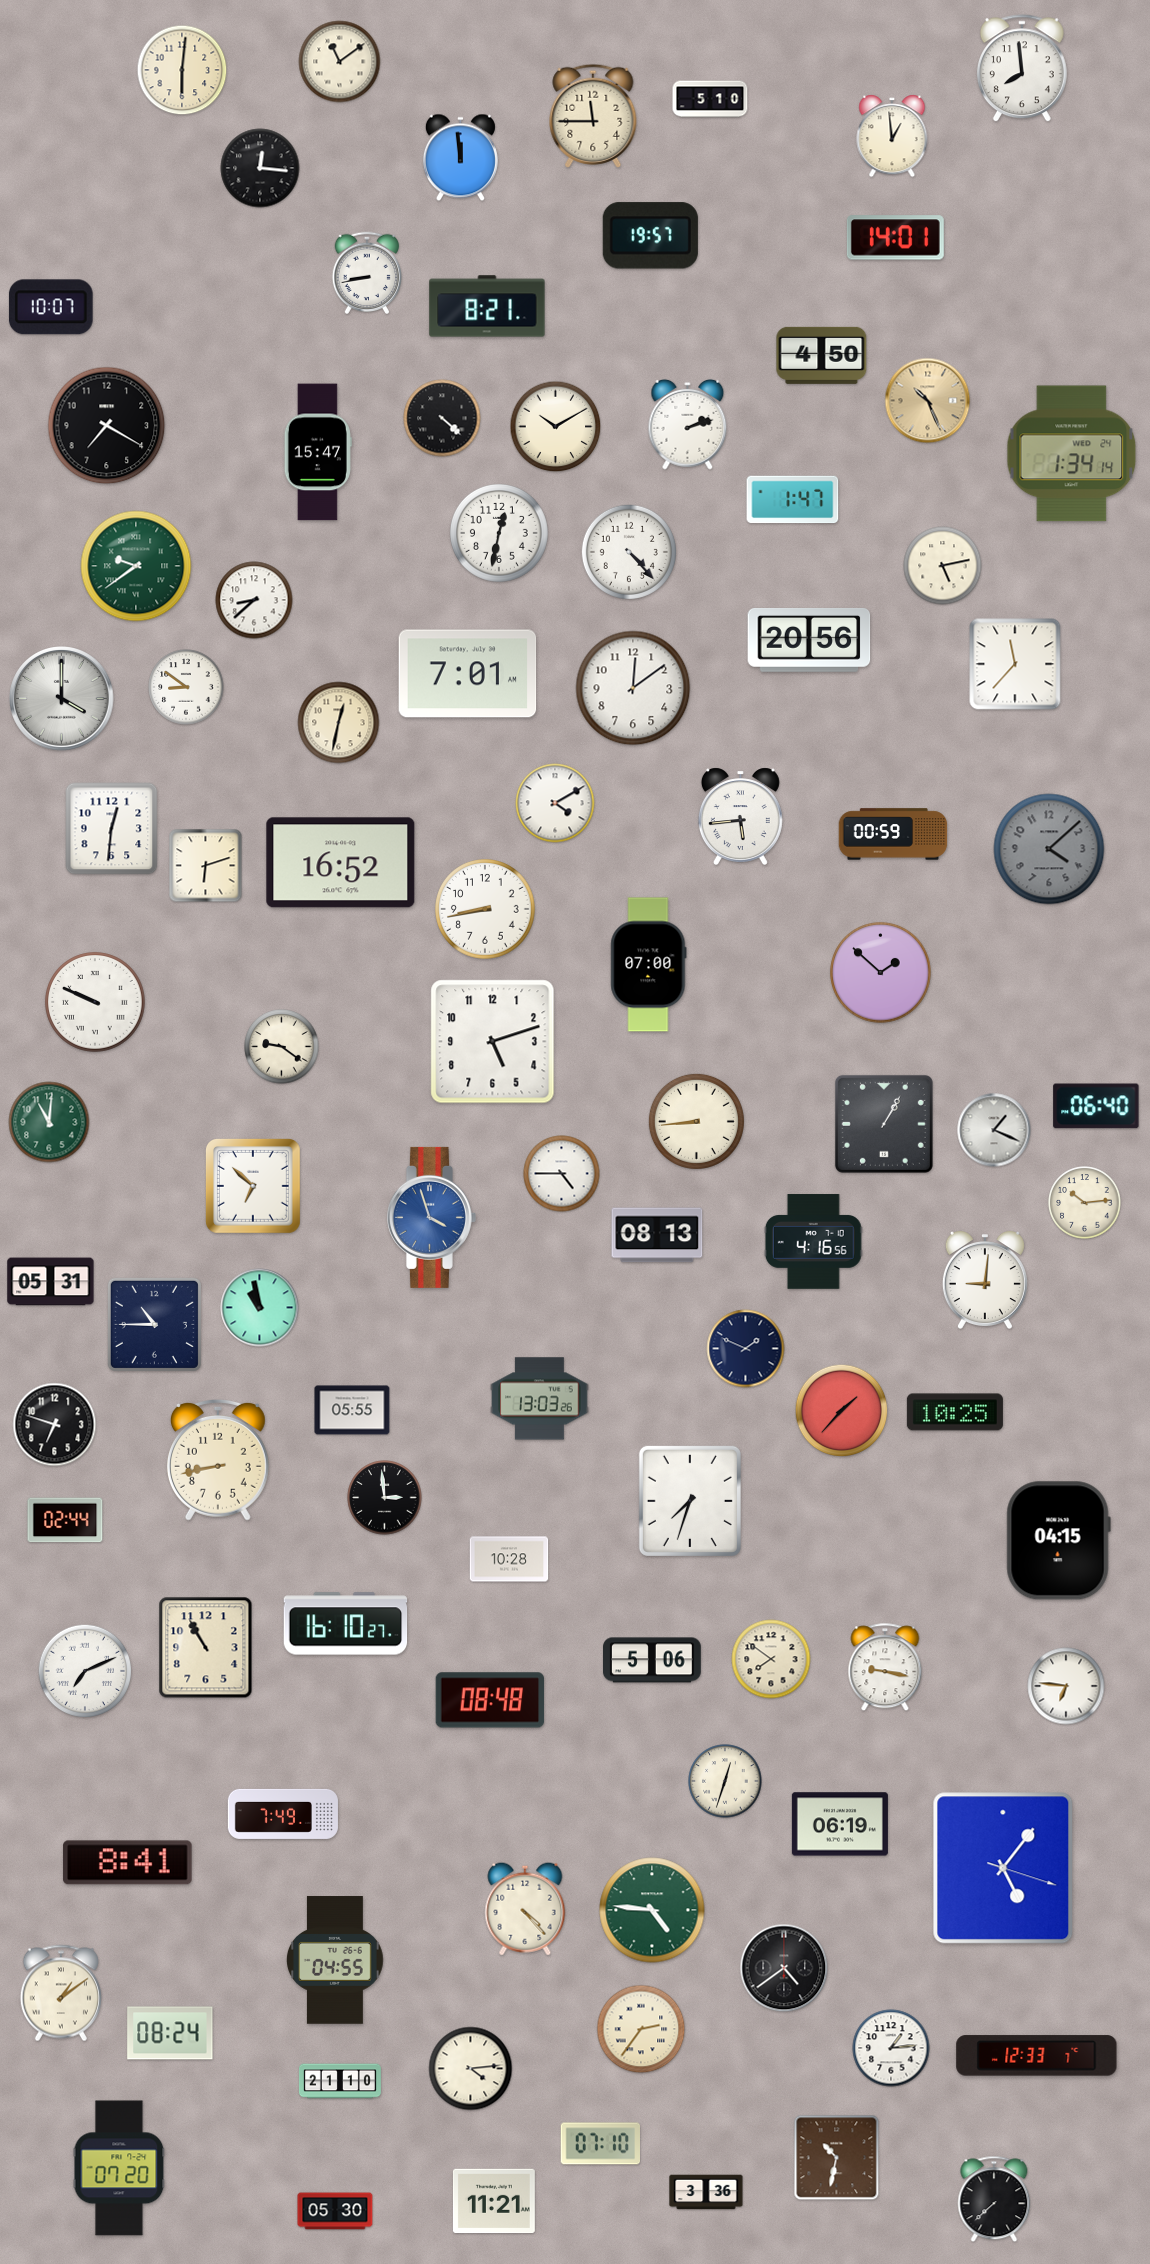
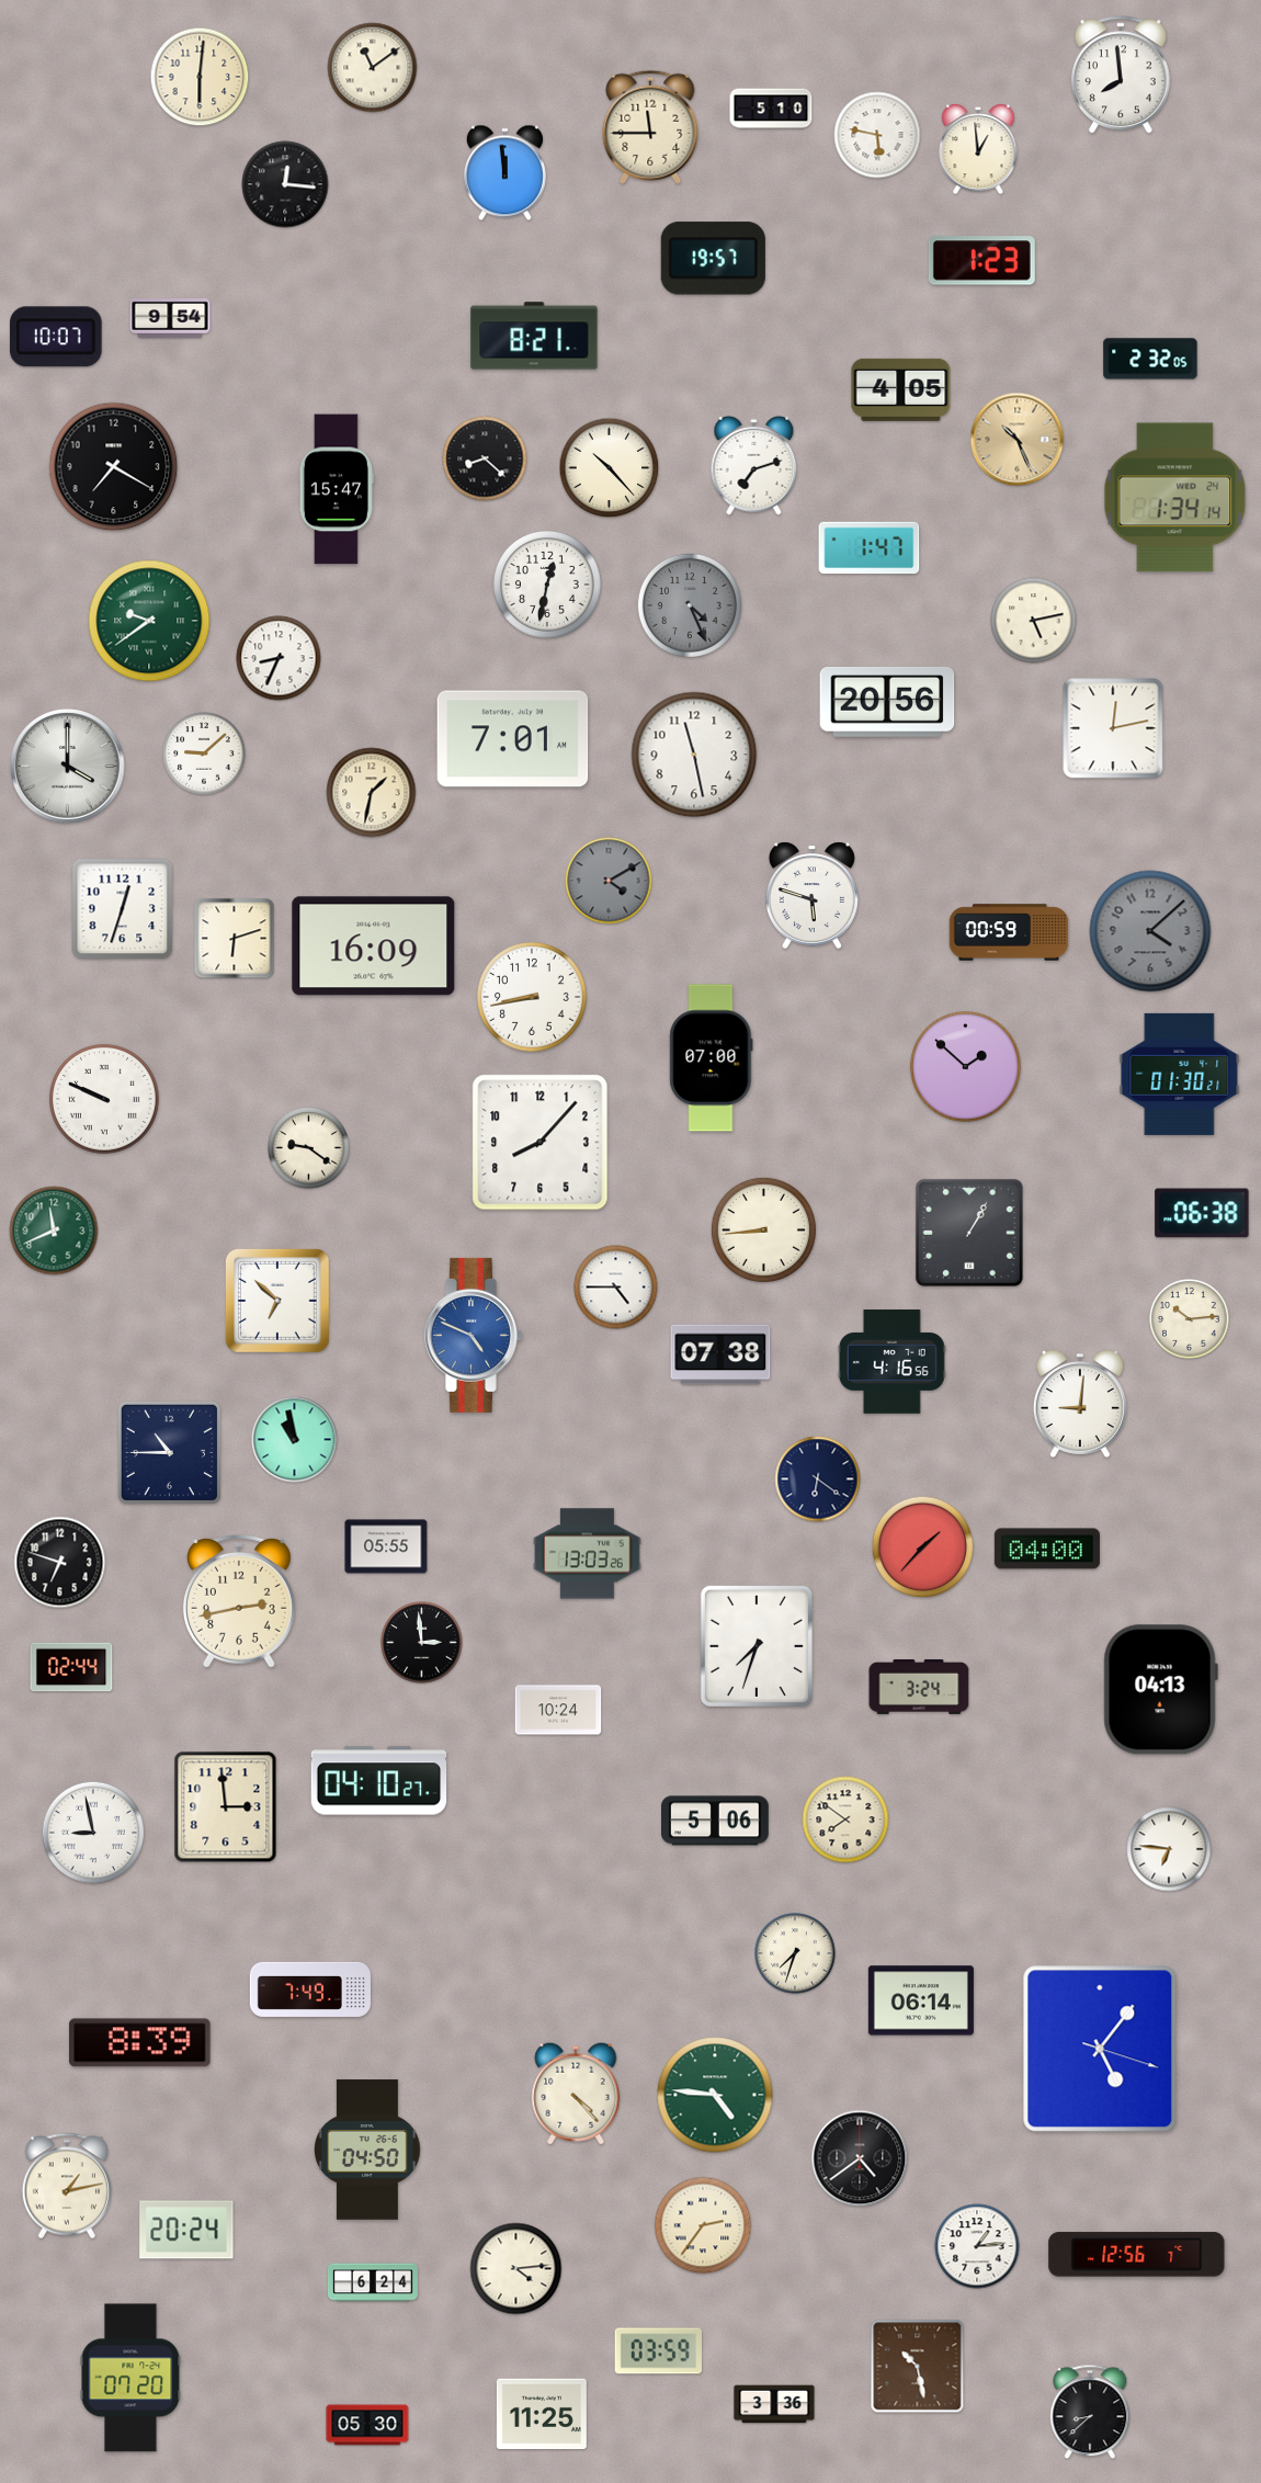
clock at (710, 99) position: (710, 99) -> (771, 109)
clock at (877, 135): none -> 5:47
clock at (895, 238): 14:01 -> 1:23
clock at (366, 272): 8:43 -> none
clock at (170, 319): none -> 9:54
clock at (1150, 359): none -> 2:32
clock at (822, 355): 4:50 -> 4:05
clock at (442, 418): 4:22 -> 8:22
clock at (688, 424): 2:12 -> 7:12
clock at (107, 426) position: (107, 426) -> (114, 467)
clock at (556, 427): 10:10 -> 10:23
clock at (318, 452) position: (318, 452) -> (337, 489)
clock at (629, 552): 4:23 -> 4:26
clock at (629, 552) dial: white -> grey
clock at (254, 600): 8:38 -> 8:34
clock at (1015, 664): 11:37 -> 12:13
clock at (186, 687): 8:51 -> 9:08
clock at (633, 688): 12:09 -> 11:28
clock at (339, 723): 12:32 -> 1:32
clock at (555, 803) dial: white -> grey
clock at (740, 816): 5:44 -> 5:48
clock at (112, 829): 12:31 -> 12:33
clock at (893, 834) position: (893, 834) -> (1009, 932)
clock at (341, 863): 16:52 -> 16:09
clock at (206, 866) position: (206, 866) -> (235, 939)
clock at (1180, 1074): none -> 01:30
clock at (493, 1042): 5:12 -> 8:07
clock at (1096, 1106): 06:40 -> 06:38
clock at (49, 1122): 11:01 -> 11:41
clock at (994, 1130): 1:19 -> none
clock at (431, 1217): 3:57 -> 4:49
clock at (657, 1235): 08:13 -> 07:38
clock at (51, 1282): 05:31 -> none
clock at (260, 1308) position: (260, 1308) -> (295, 1440)
clock at (746, 1349): 1:49 -> 6:21
clock at (540, 1399) position: (540, 1399) -> (588, 1554)
clock at (955, 1412): 10:25 -> 04:00
clock at (218, 1460): 8:43 -> 2:43
clock at (919, 1687): none -> 3:24
clock at (1058, 1541): 04:15 -> 04:13
clock at (509, 1559): 10:28 -> 10:24
clock at (346, 1624): 16:10 -> 04:10
clock at (206, 1648): 10:55 -> 2:59
clock at (885, 1668): 9:17 -> none
clock at (85, 1671): 7:11 -> 8:58
clock at (490, 1700): 08:48 -> none
clock at (725, 1781): 12:33 -> 7:33
clock at (840, 1824): 06:19 -> 06:14
clock at (128, 1863): 8:41 -> 8:39
clock at (336, 1960): 04:55 -> 04:50
clock at (61, 1993): 1:09 -> 1:13
clock at (170, 2033): 08:24 -> 20:24
clock at (1037, 2056): 12:33 -> 12:56
clock at (340, 2081): 21:10 -> 6:24
clock at (600, 2144): 07:10 -> 03:59
clock at (837, 2158): 10:32 -> 10:28
clock at (994, 2199): 7:38 -> 8:38
clock at (494, 2201): 11:21 -> 11:25
